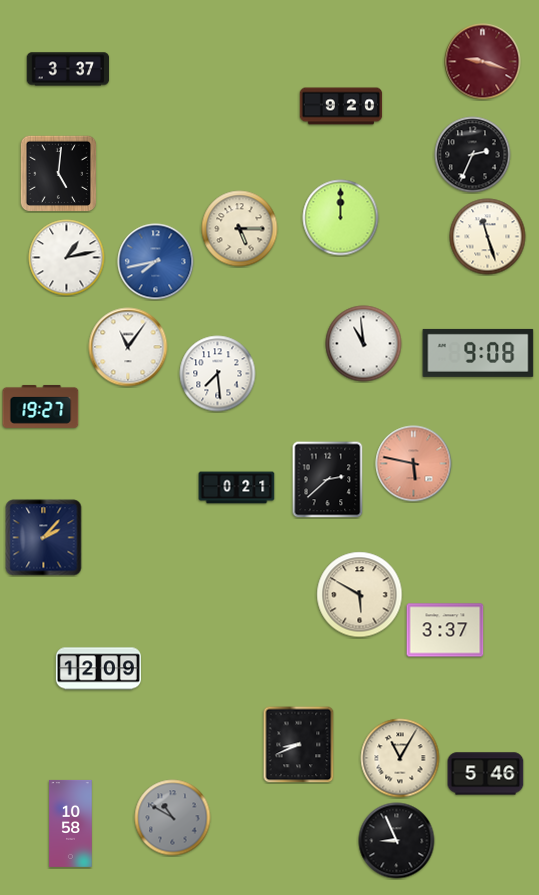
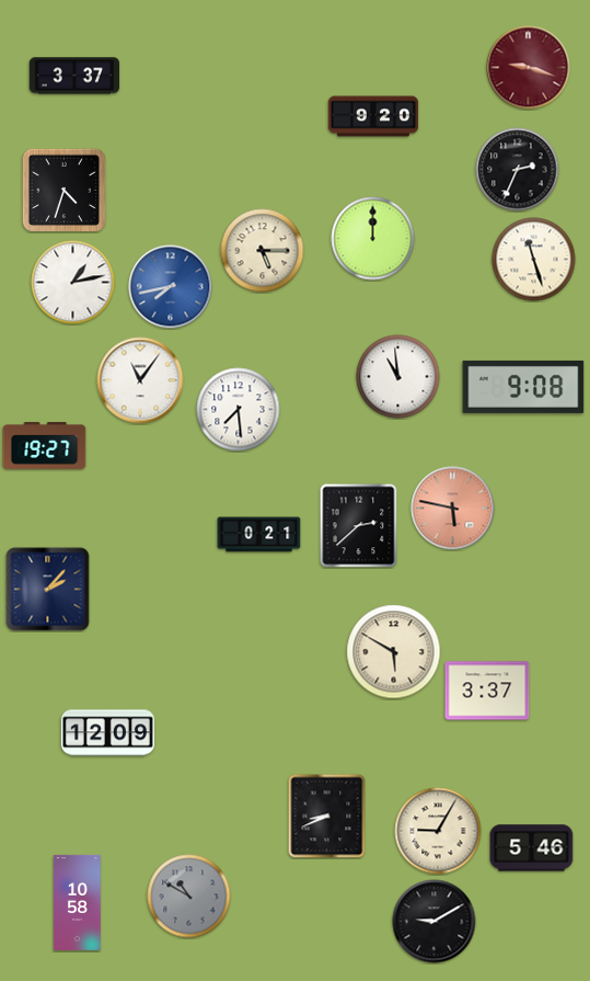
clock at (58, 173): 5:01 -> 4:33
clock at (400, 758): 11:05 -> 9:05
clock at (397, 841): 8:56 -> 9:10
